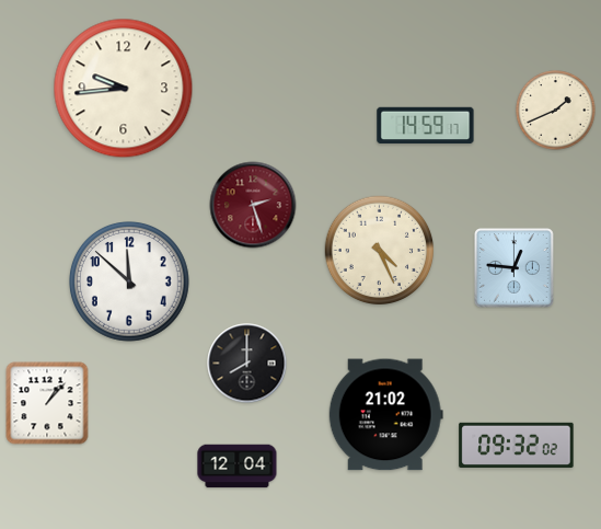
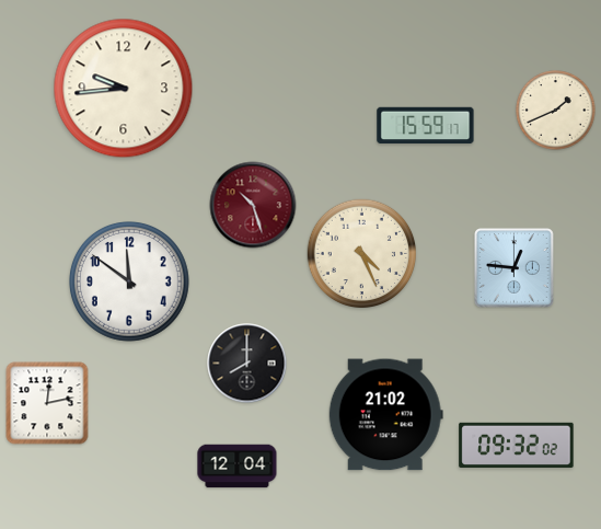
clock at (426, 126): 14:59 -> 15:59
clock at (253, 205): 2:27 -> 10:27
clock at (380, 251) position: (380, 251) -> (362, 254)
clock at (129, 281): 11:52 -> 11:51
clock at (47, 403): 1:07 -> 12:13
